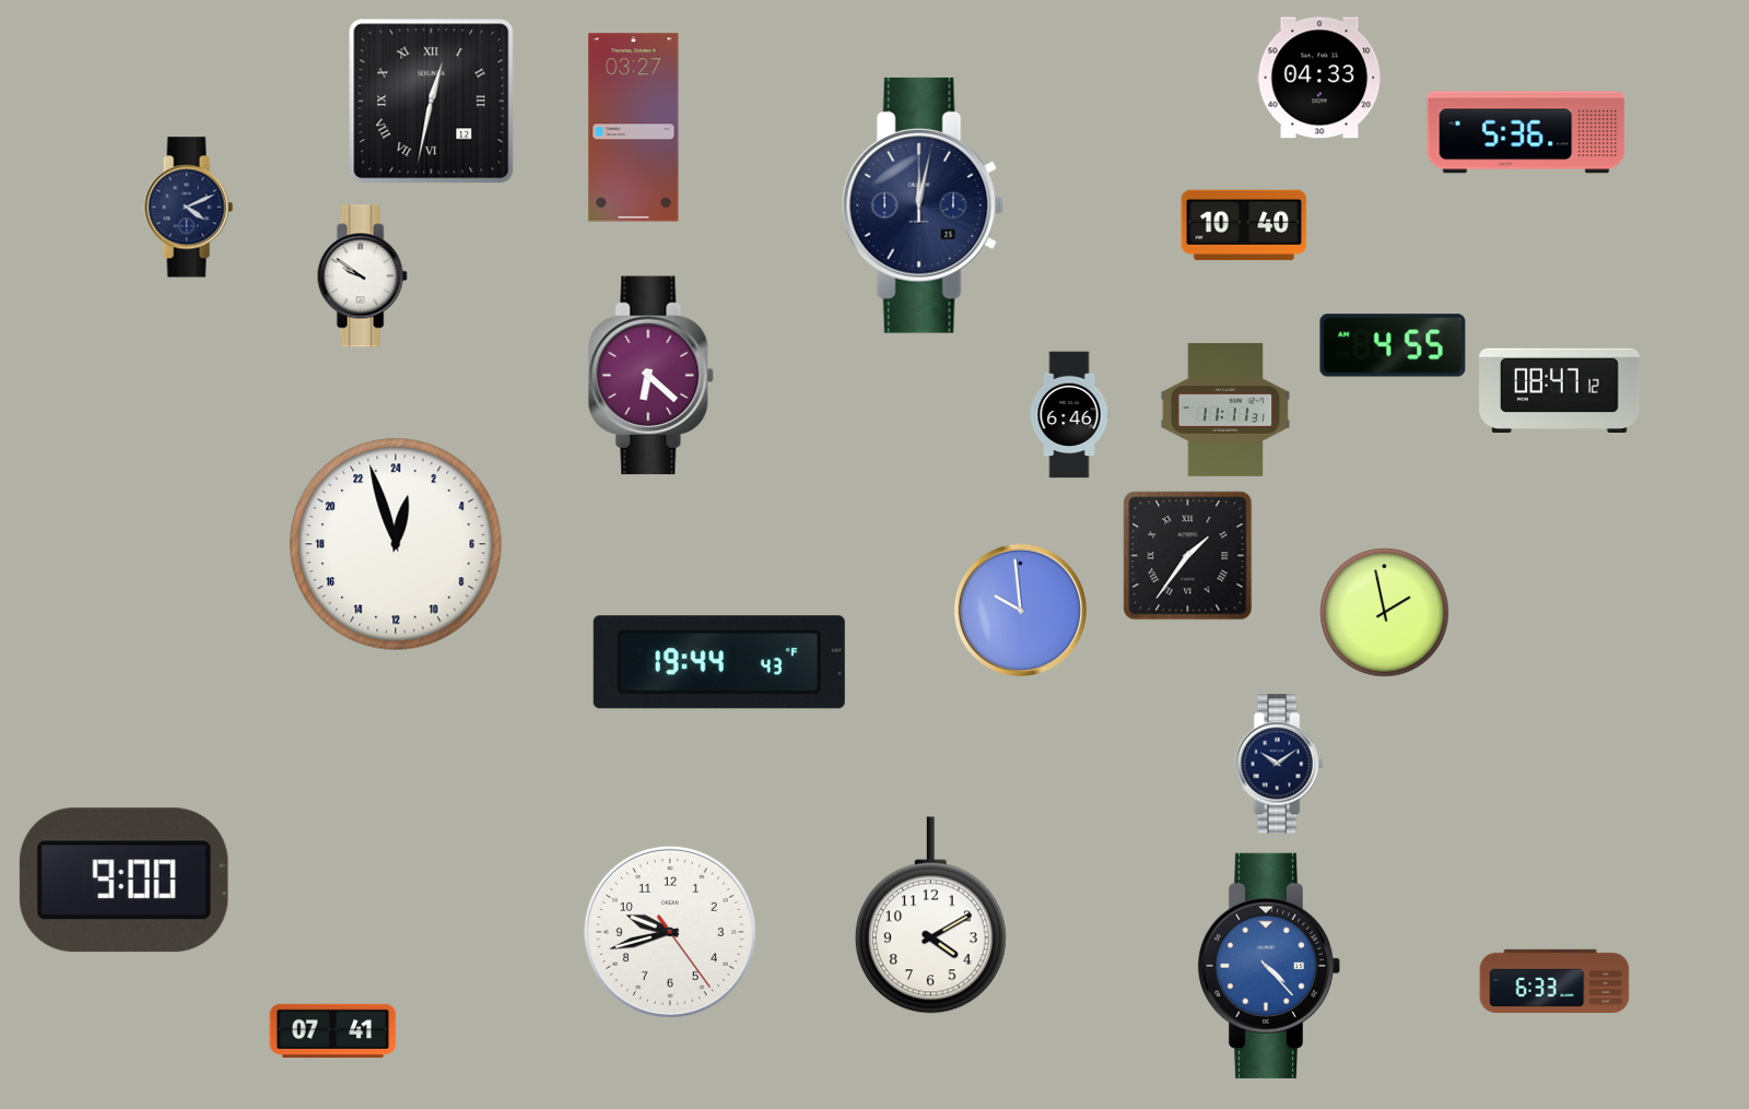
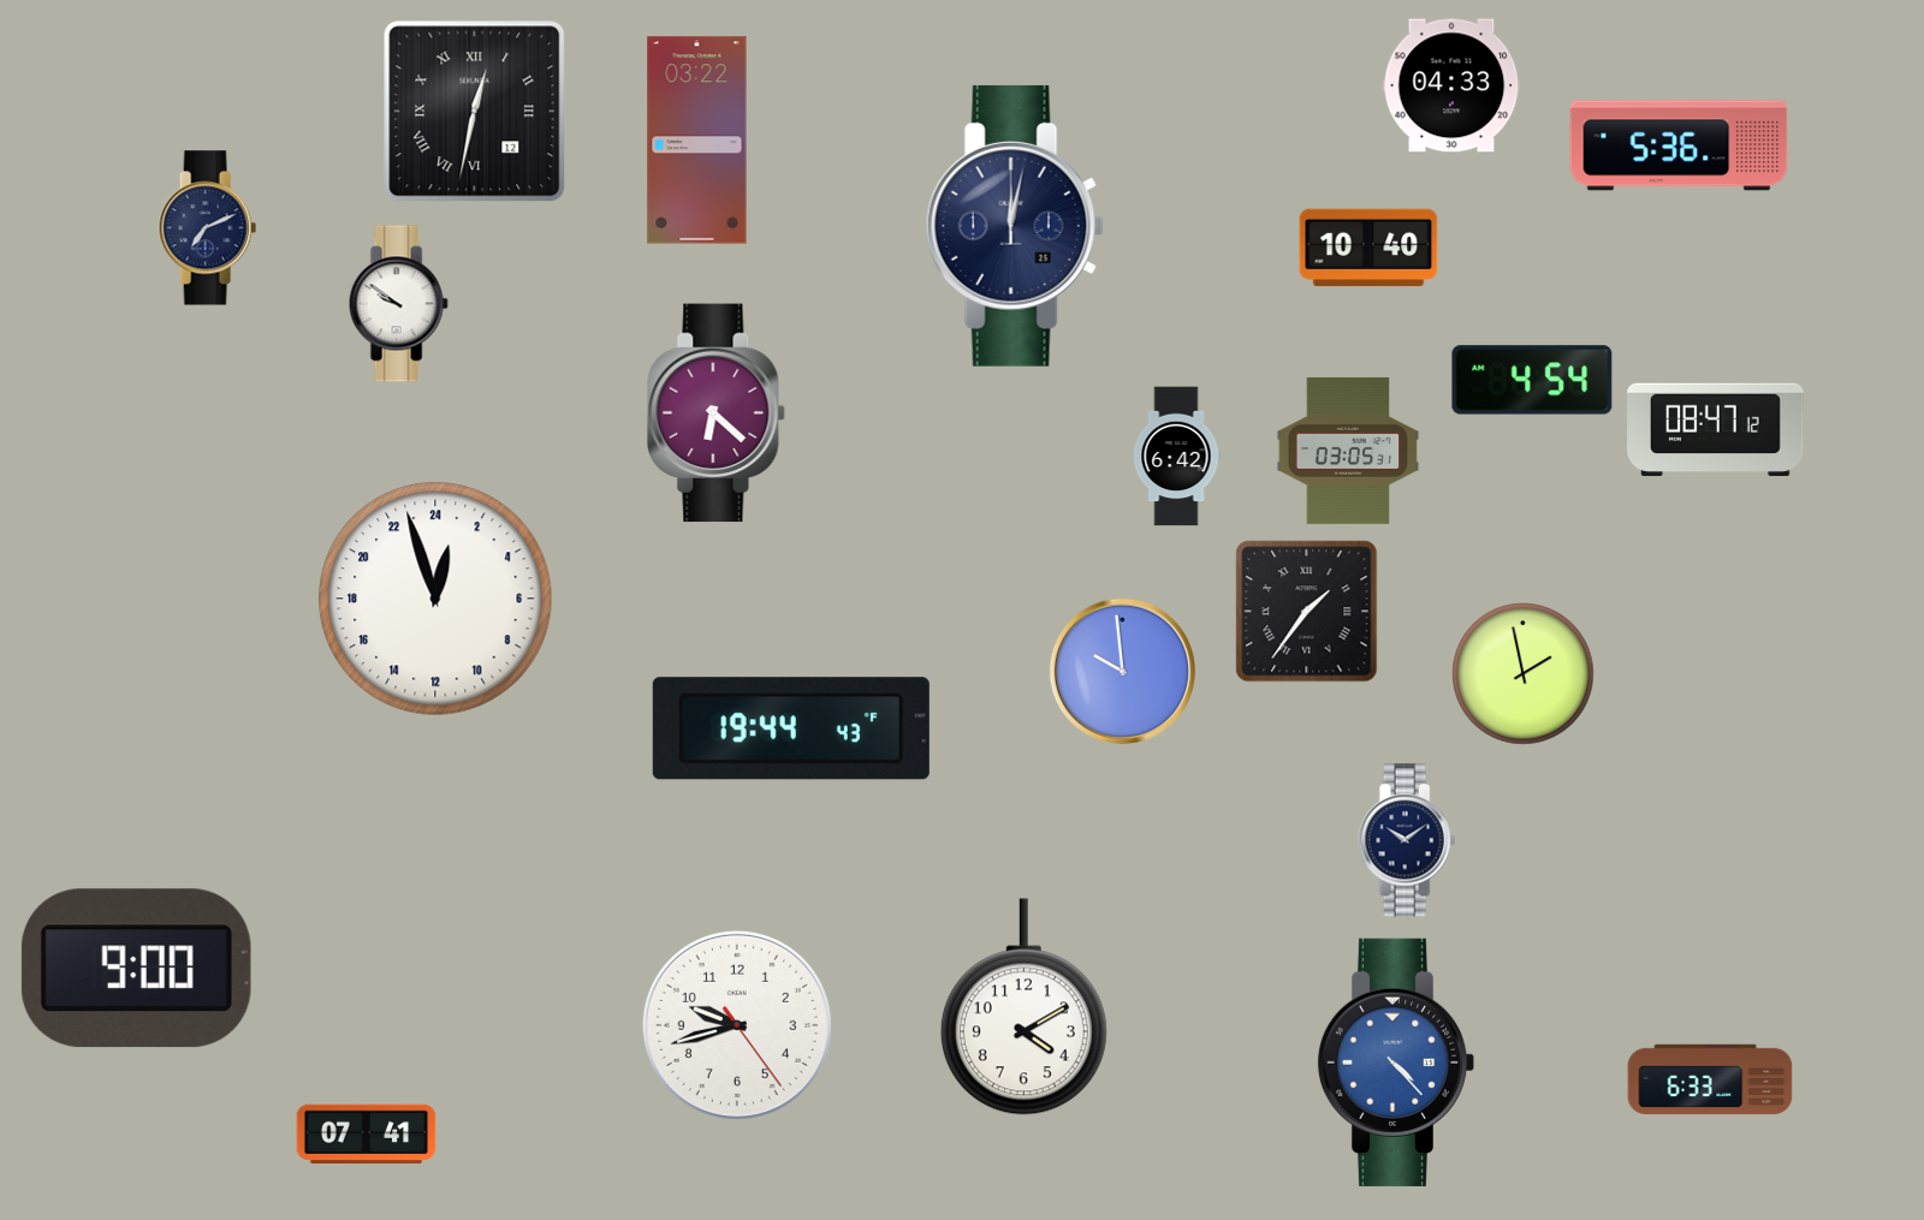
clock at (634, 128): 03:27 -> 03:22
clock at (188, 208): 4:11 -> 7:11
clock at (1393, 345): 4:55 -> 4:54
clock at (1225, 410): 11:11 -> 03:05
clock at (1069, 415): 6:46 -> 6:42
